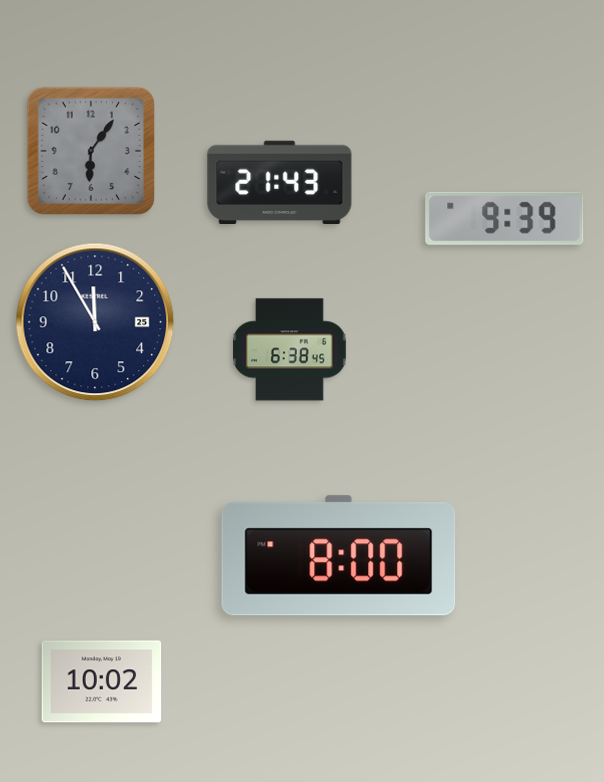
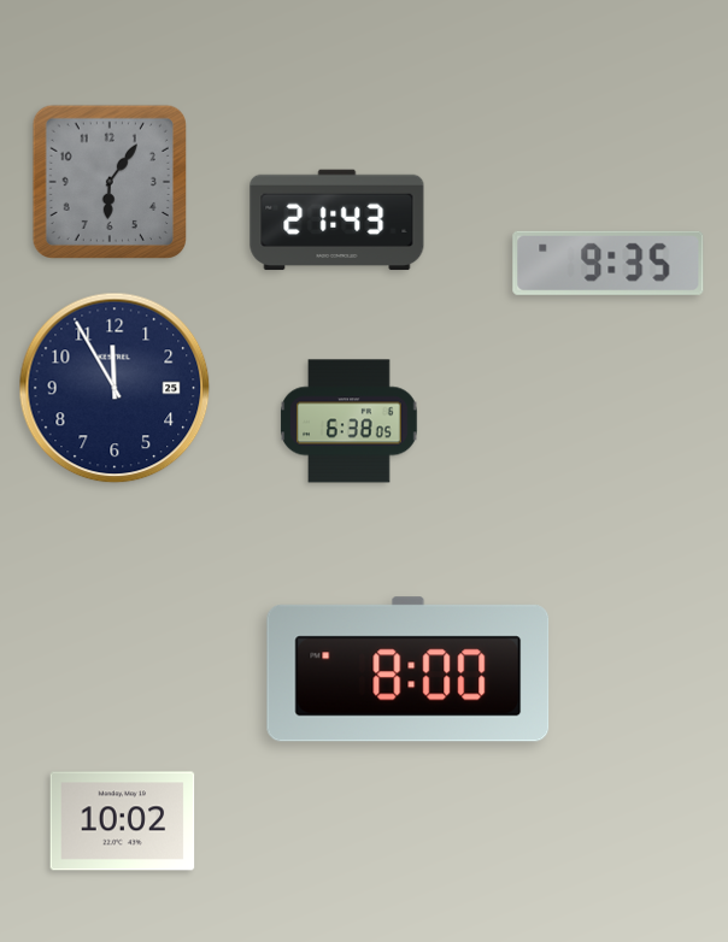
clock at (505, 218): 9:39 -> 9:35
clock at (290, 350): 6:38:45 -> 6:38:05
